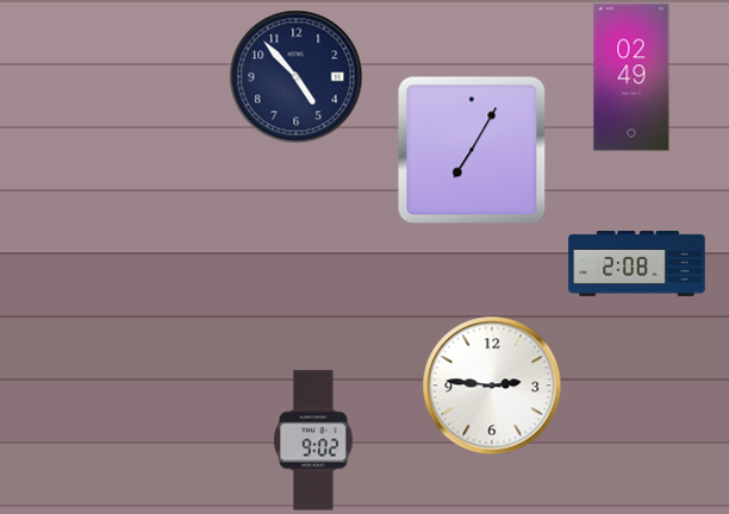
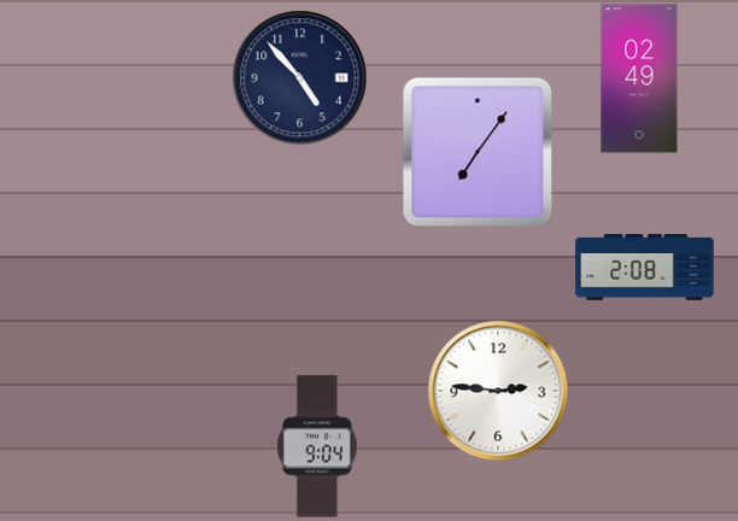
clock at (472, 150): 7:05 -> 7:06
clock at (313, 440): 9:02 -> 9:04
